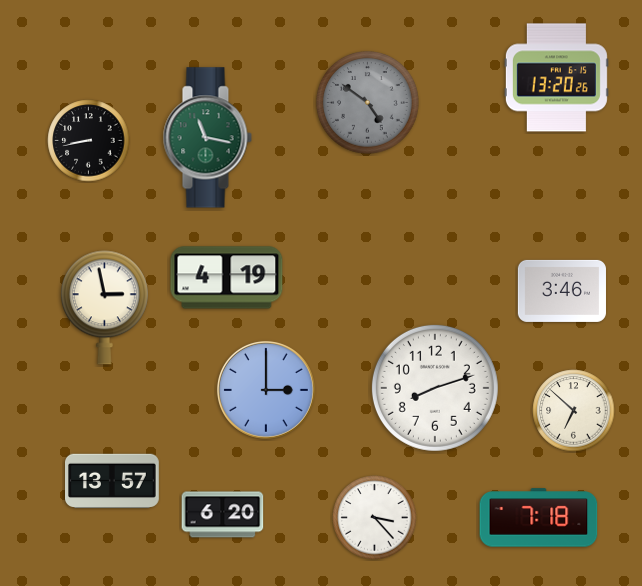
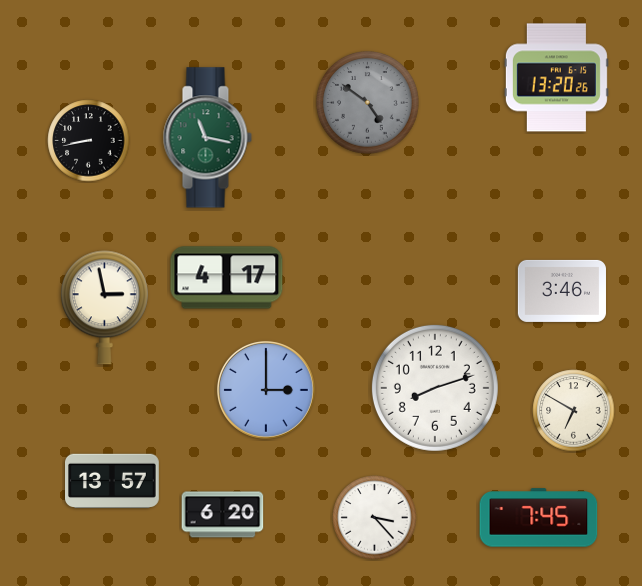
clock at (227, 278): 4:19 -> 4:17
clock at (574, 411): 6:52 -> 6:50
clock at (539, 518): 7:18 -> 7:45
